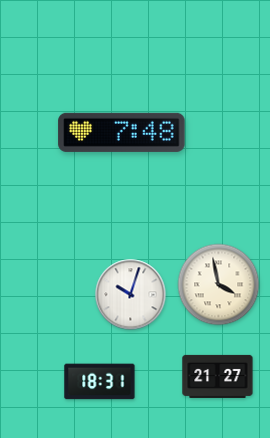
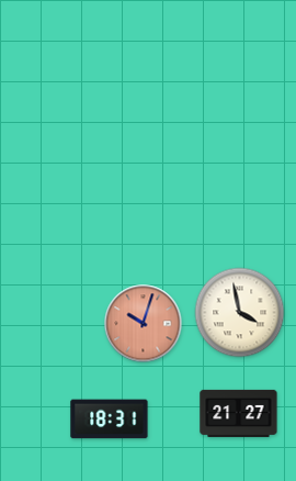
clock at (122, 132): 7:48 -> none
clock at (131, 295) dial: white -> salmon
